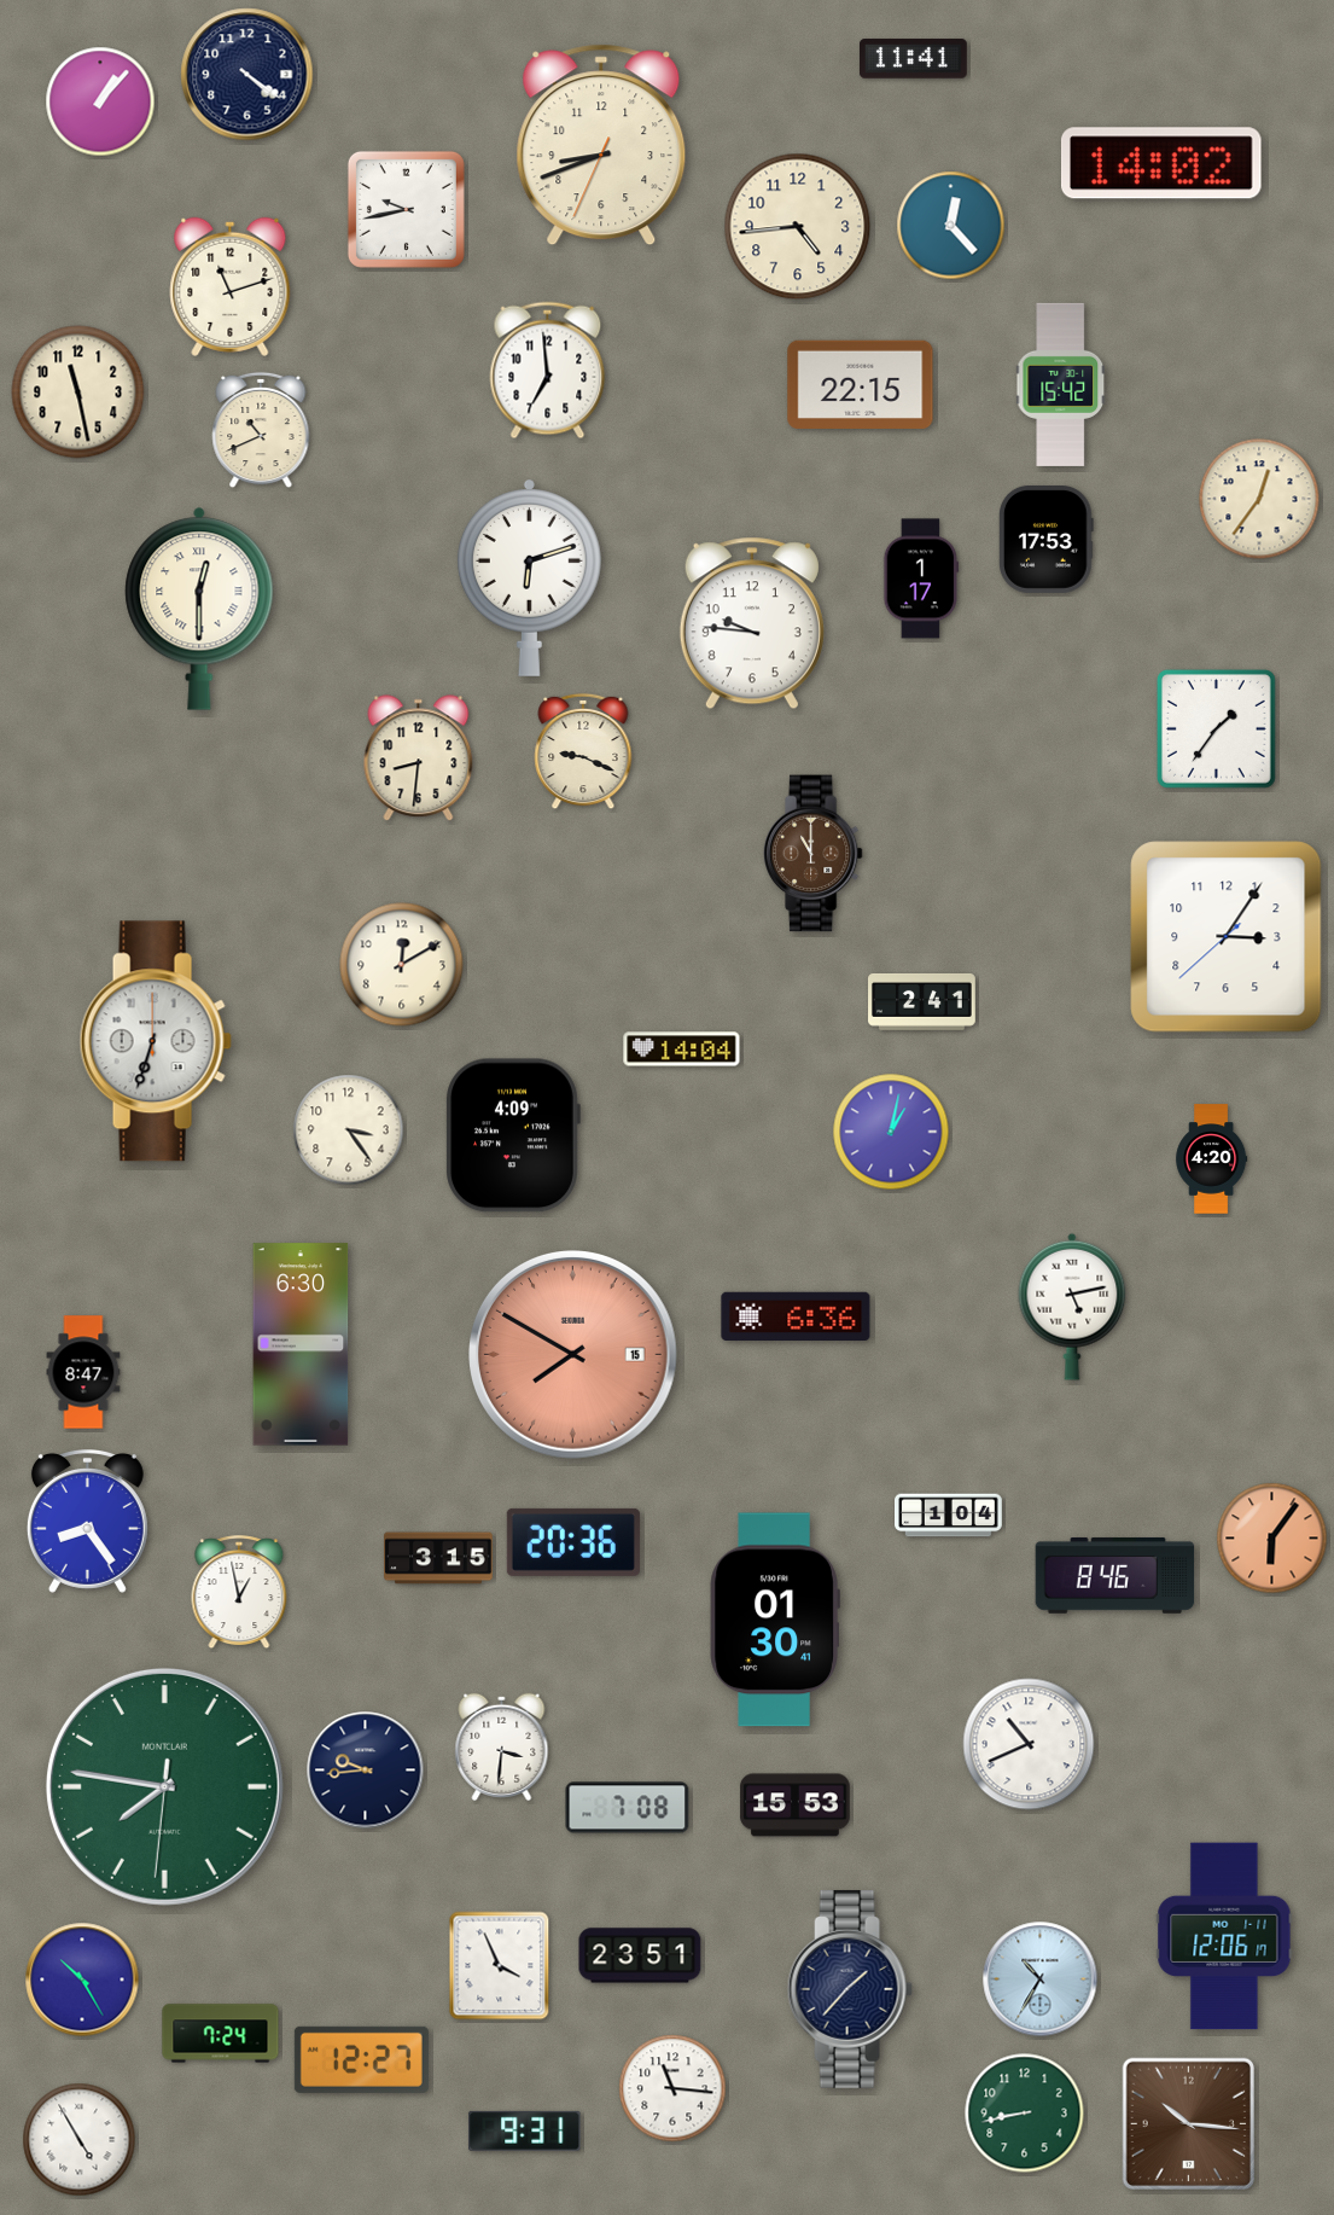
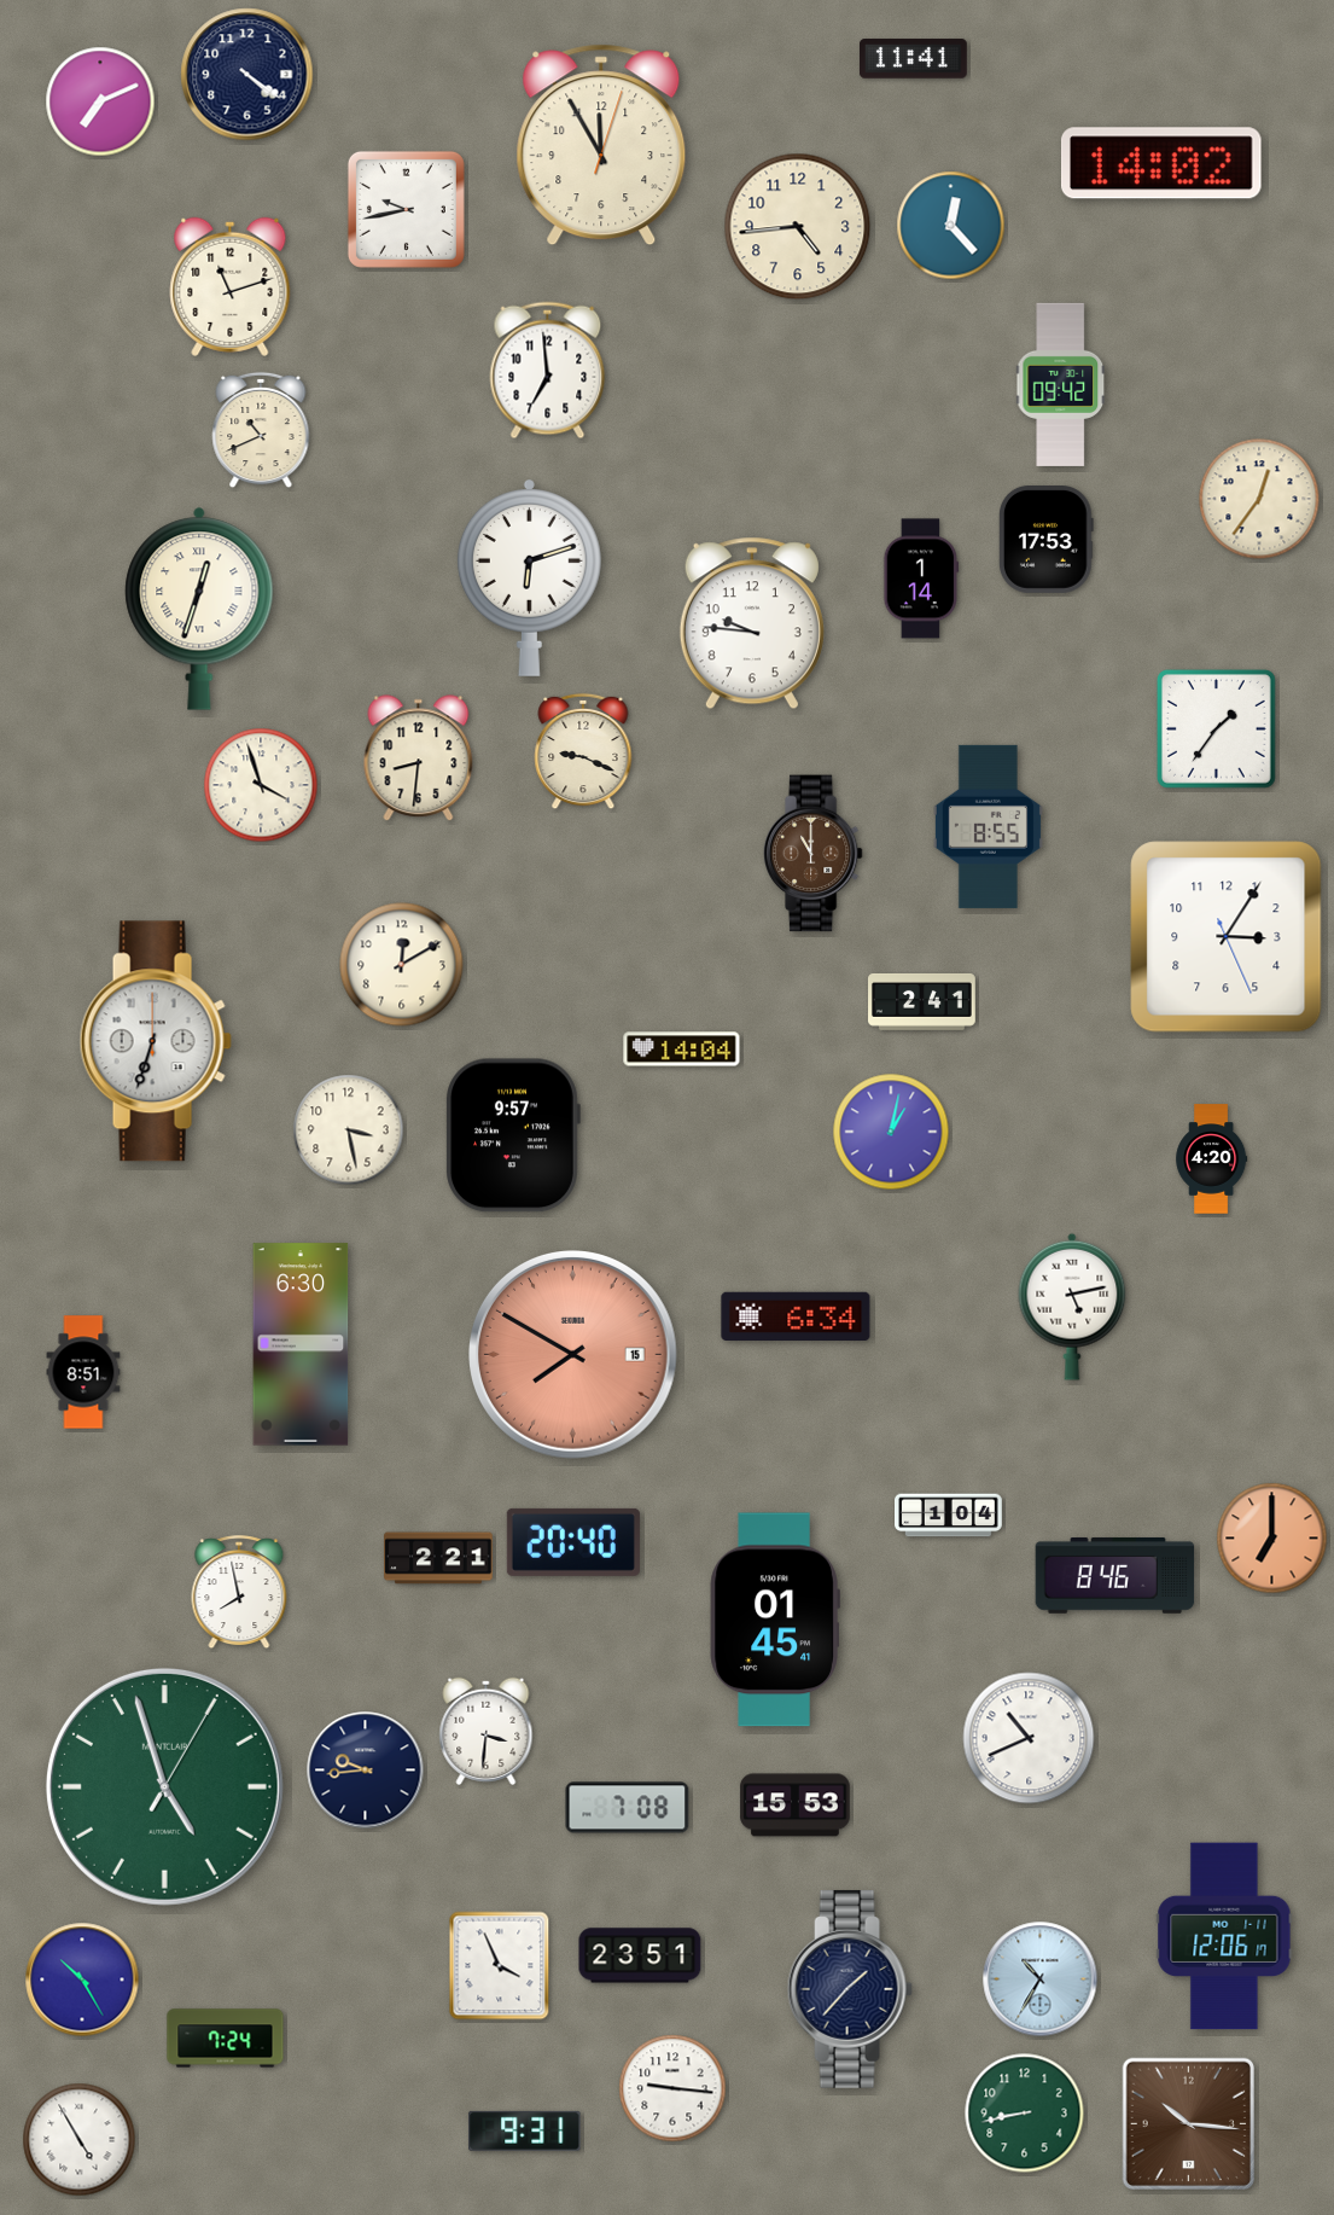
clock at (100, 101): 1:07 -> 7:11
clock at (601, 145): 8:41 -> 11:55
clock at (861, 384): 22:15 -> none
clock at (1061, 384): 15:42 -> 09:42
clock at (78, 393): 11:28 -> none
clock at (921, 579): 1:17 -> 1:14
clock at (199, 609): 12:30 -> 12:33
clock at (261, 785): none -> 3:57
clock at (988, 826): none -> 8:55
clock at (1227, 937): 3:05:38 -> 3:05:26
clock at (349, 1130): 3:24 -> 3:28
clock at (513, 1135): 4:09 -> 9:57
clock at (796, 1315): 6:36 -> 6:34
clock at (83, 1372): 8:47 -> 8:51
clock at (87, 1522): 8:24 -> none
clock at (1272, 1539): 6:06 -> 7:00
clock at (573, 1542): 20:36 -> 20:40
clock at (438, 1558): 3:15 -> 2:21
clock at (239, 1593): 12:58 -> 7:58
clock at (775, 1620): 01:30 -> 01:45
clock at (1029, 1744) position: (1029, 1744) -> (1029, 1738)
clock at (502, 1746) position: (502, 1746) -> (487, 1731)
clock at (164, 1786): 7:46 -> 4:57
clock at (221, 2034) position: (221, 2034) -> (226, 2039)
clock at (361, 2059): 12:27 -> none
clock at (672, 2088): 11:16 -> 9:16
